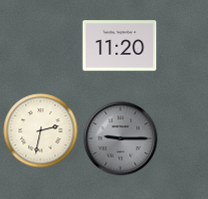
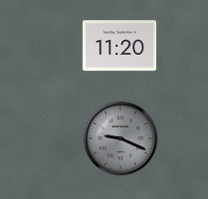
clock at (41, 131): 2:32 -> none
clock at (121, 139): 9:15 -> 9:19
